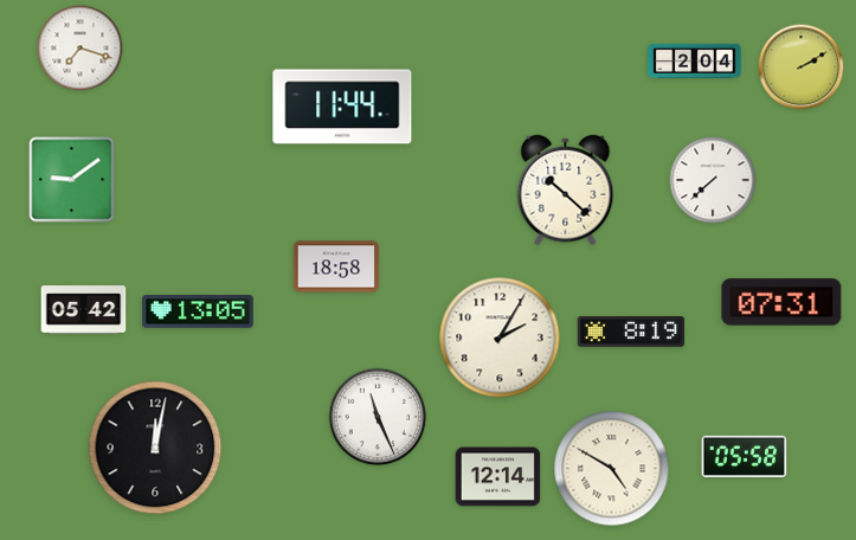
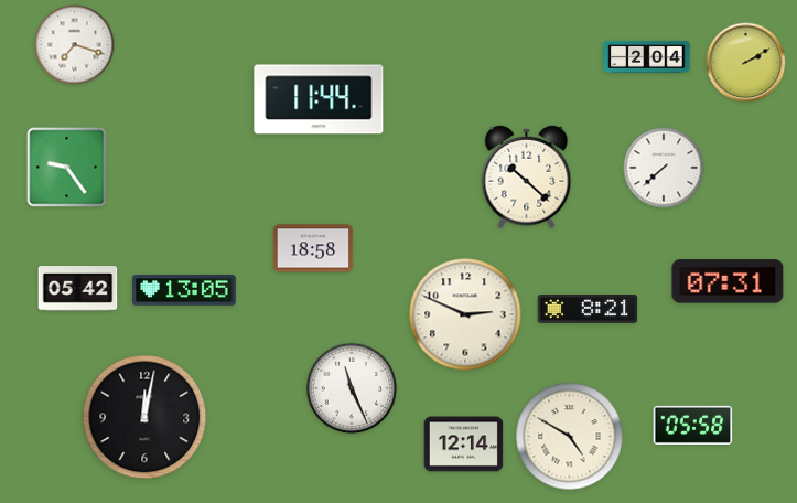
clock at (72, 180): 9:09 -> 9:24
clock at (631, 333): 8:19 -> 8:21
clock at (500, 337): 2:05 -> 2:49
